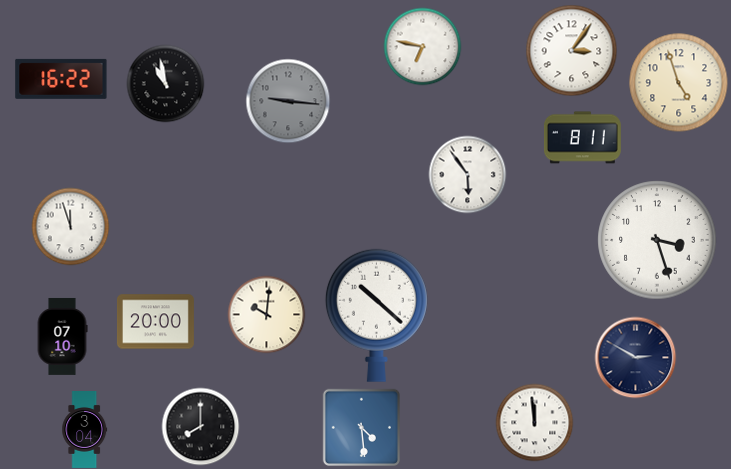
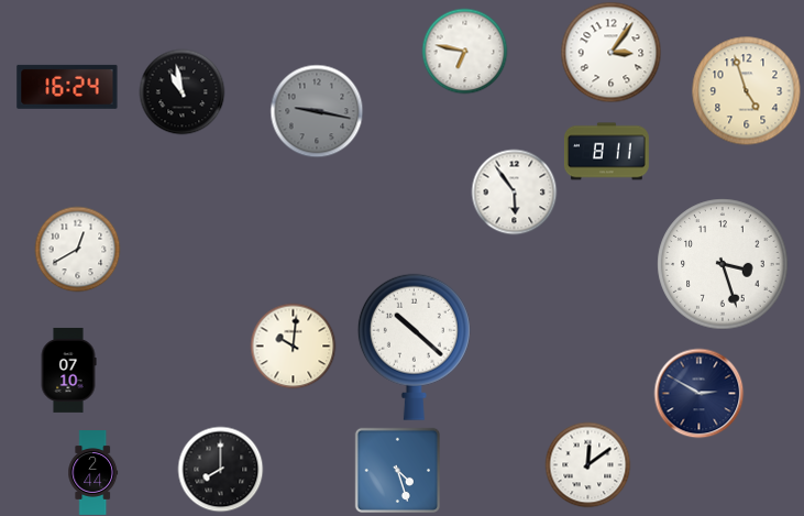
clock at (571, 50) position: (571, 50) -> (610, 52)
clock at (61, 79): 16:22 -> 16:24
clock at (288, 101): 9:16 -> 9:17
clock at (582, 138) position: (582, 138) -> (606, 152)
clock at (70, 226): 11:57 -> 12:40
clock at (155, 322): 20:00 -> none
clock at (534, 422): 11:59 -> 12:09
clock at (361, 427): 4:29 -> 4:27
clock at (85, 430): 3:04 -> 2:44
